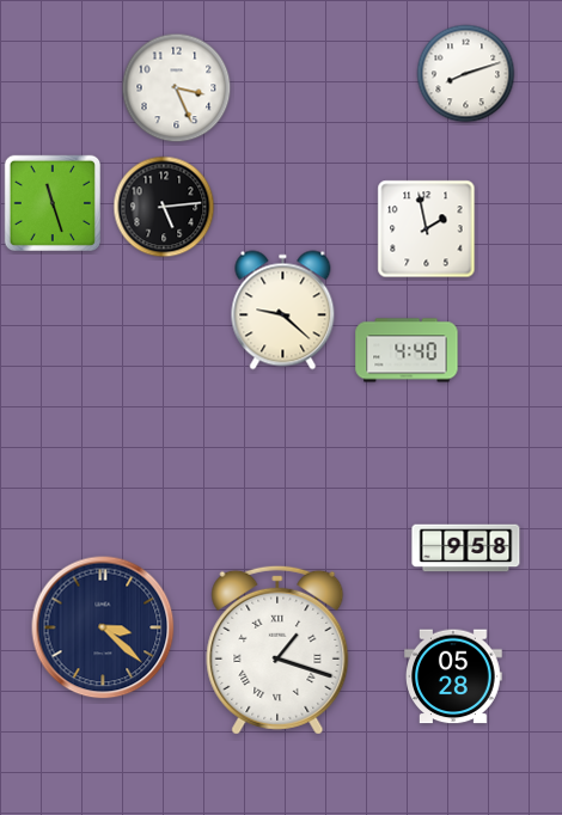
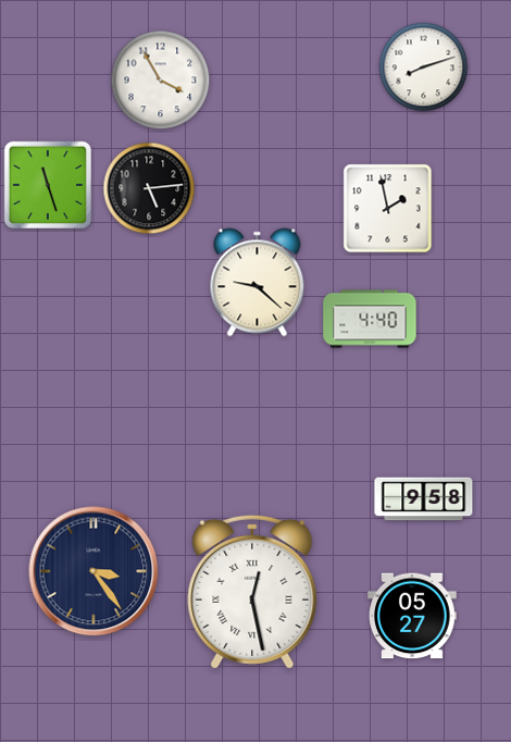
clock at (177, 88): 3:26 -> 3:55
clock at (103, 627): 3:22 -> 3:24
clock at (277, 650): 1:18 -> 12:28
clock at (454, 676): 05:28 -> 05:27
